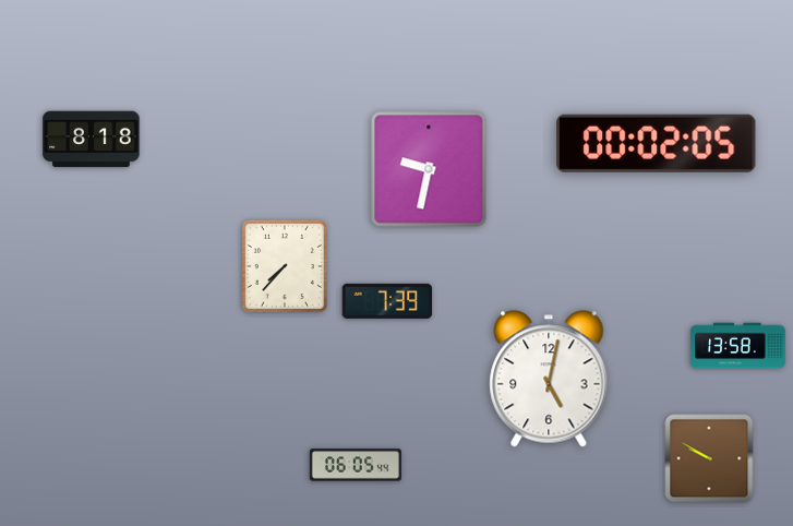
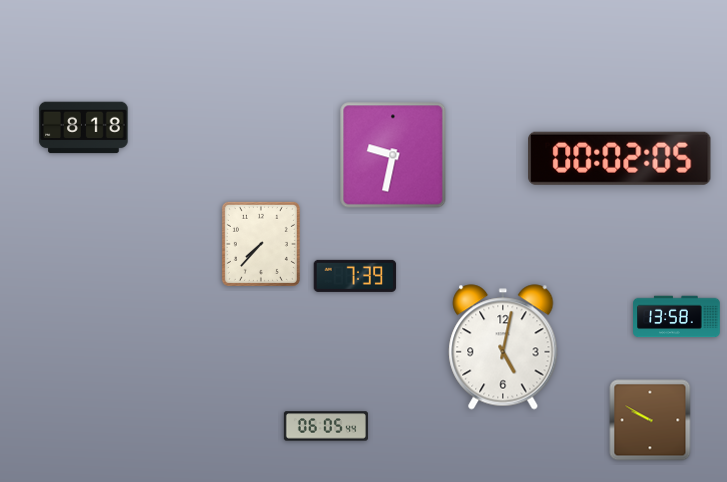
clock at (657, 143) position: (657, 143) -> (620, 158)
